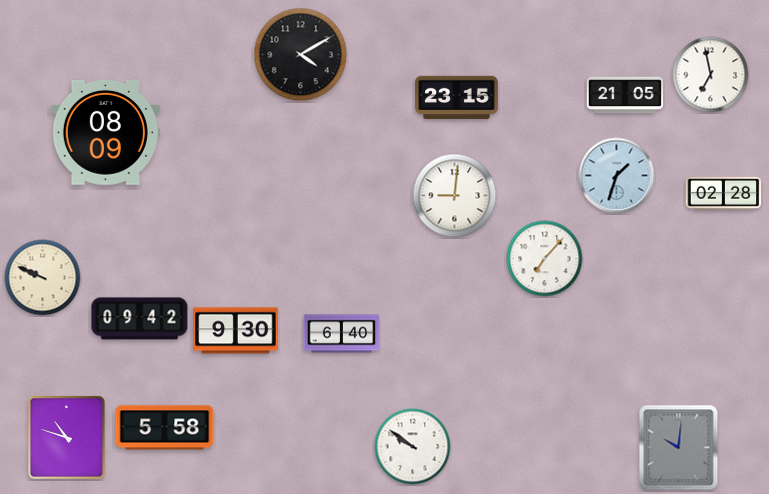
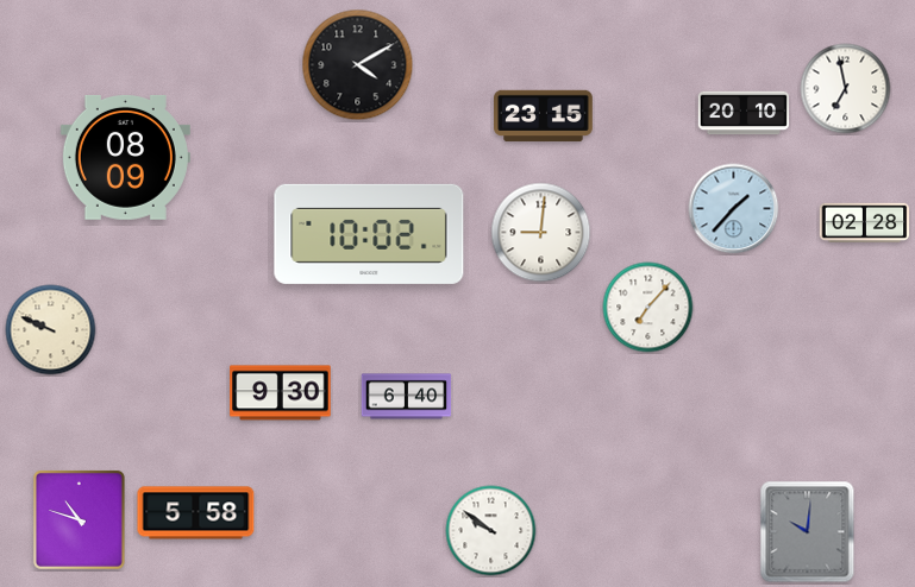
clock at (625, 95): 21:05 -> 20:10
clock at (617, 176): 1:33 -> 1:37
clock at (724, 193) position: (724, 193) -> (865, 222)
clock at (369, 234): none -> 10:02
clock at (140, 319): 09:42 -> none
clock at (165, 428) position: (165, 428) -> (196, 513)
